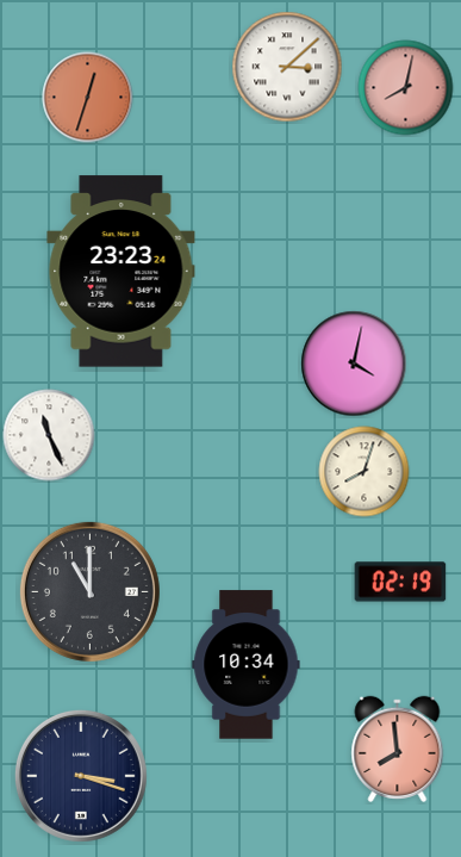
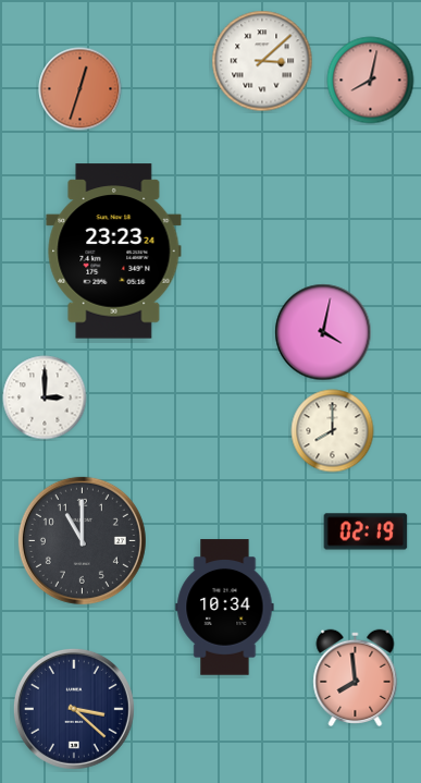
clock at (122, 272) position: (122, 272) -> (114, 252)
clock at (49, 435): 11:26 -> 3:00
clock at (365, 472): 8:03 -> 8:00
clock at (398, 749) position: (398, 749) -> (356, 677)
clock at (81, 776): 3:18 -> 3:22
